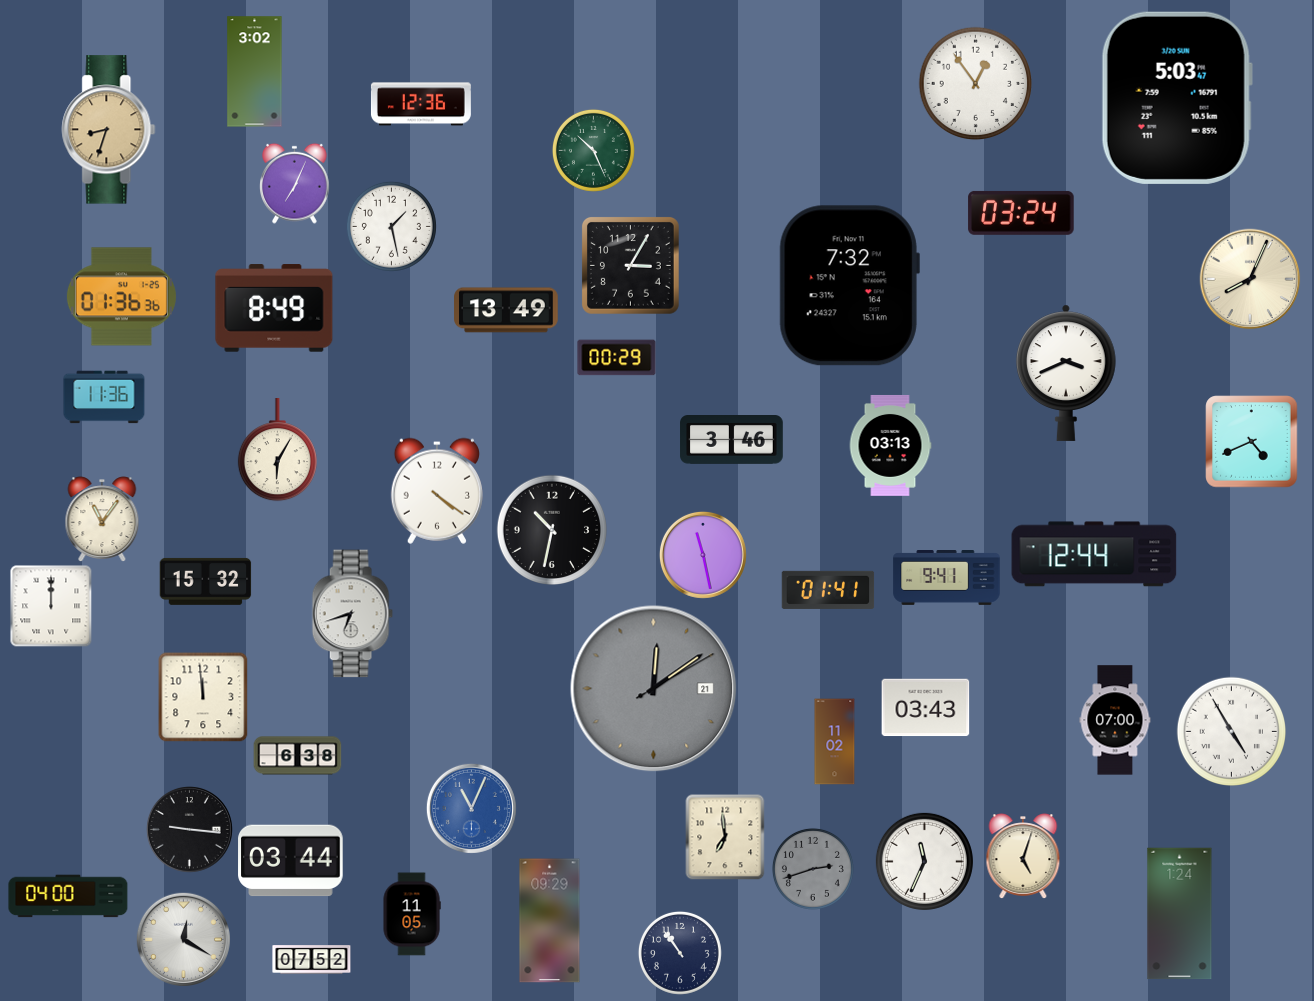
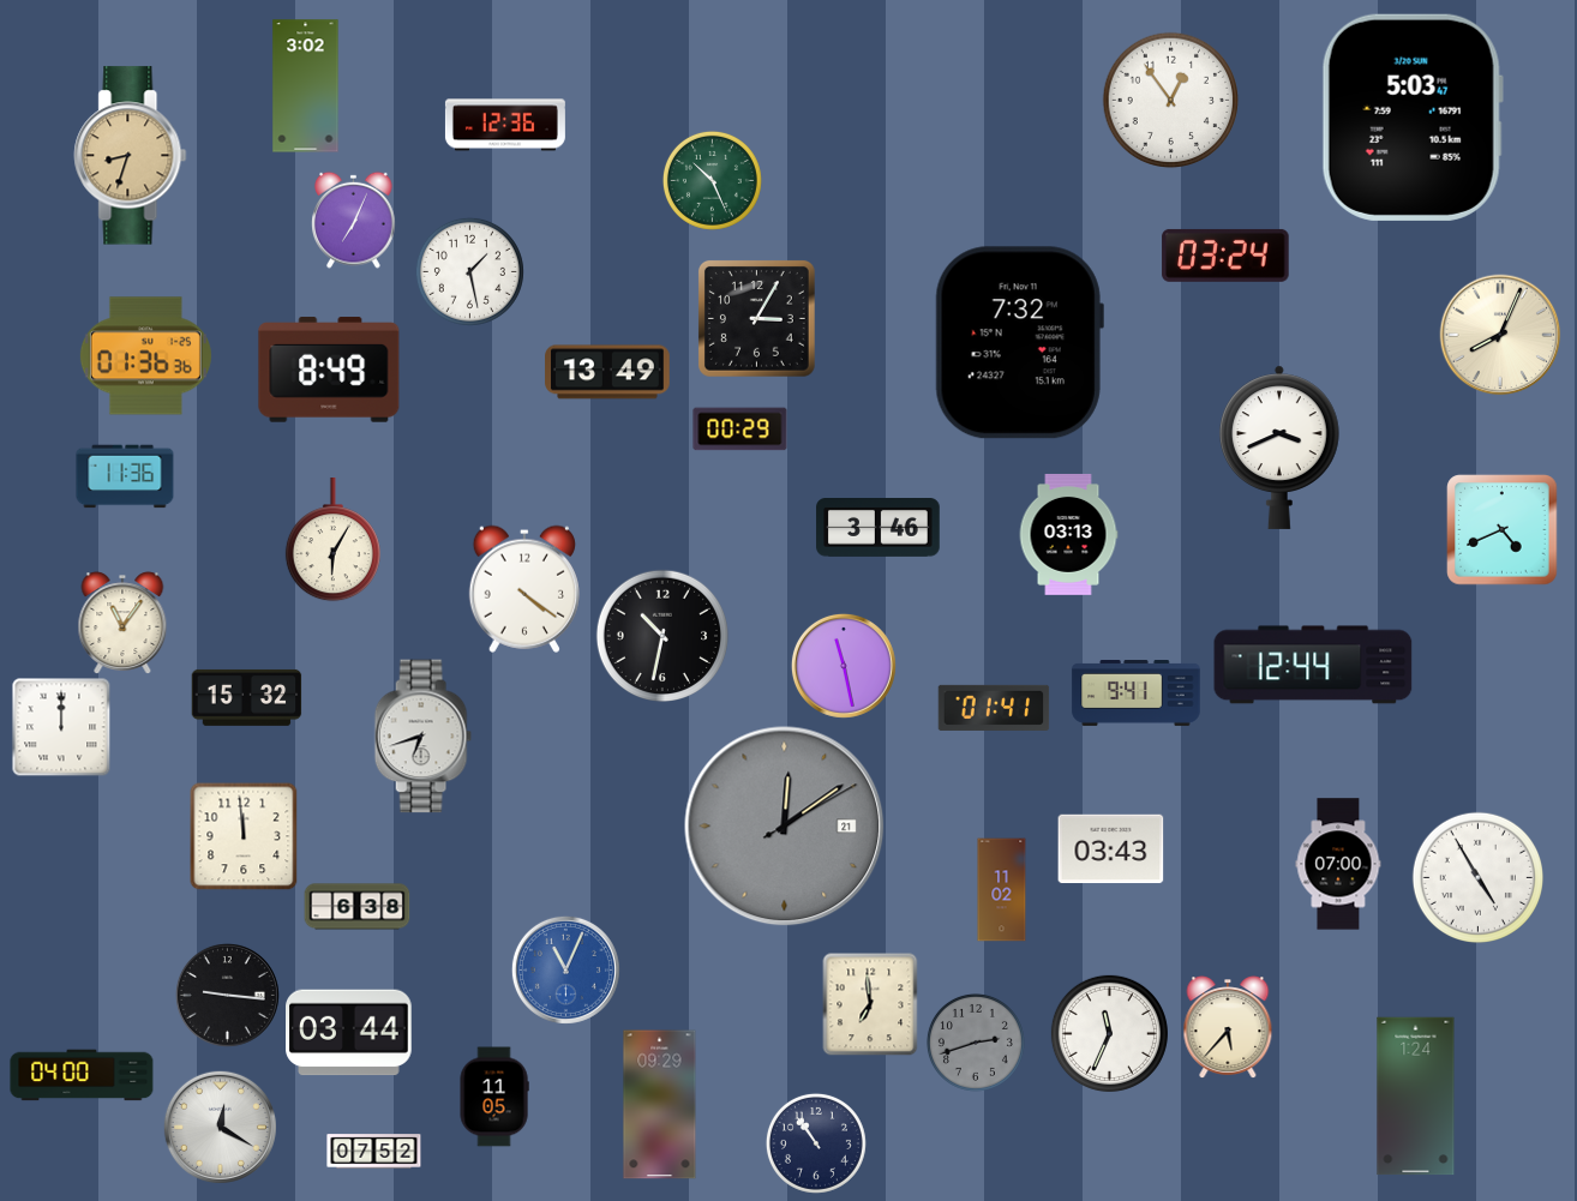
clock at (1023, 856): 5:03 -> 5:37
